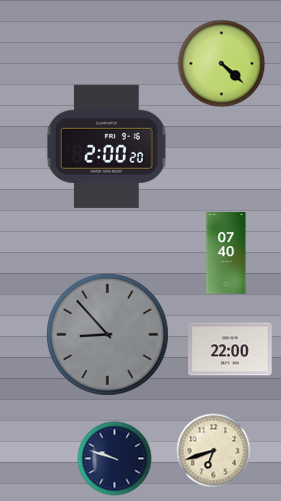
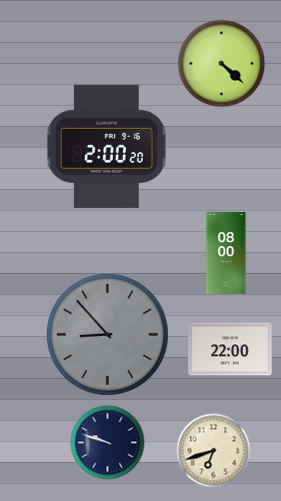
clock at (226, 253): 07:40 -> 08:00
clock at (115, 459) position: (115, 459) -> (108, 443)
